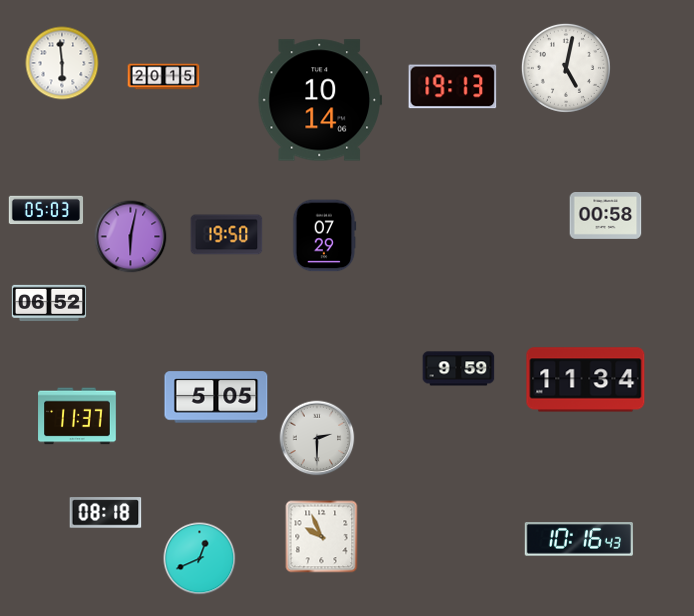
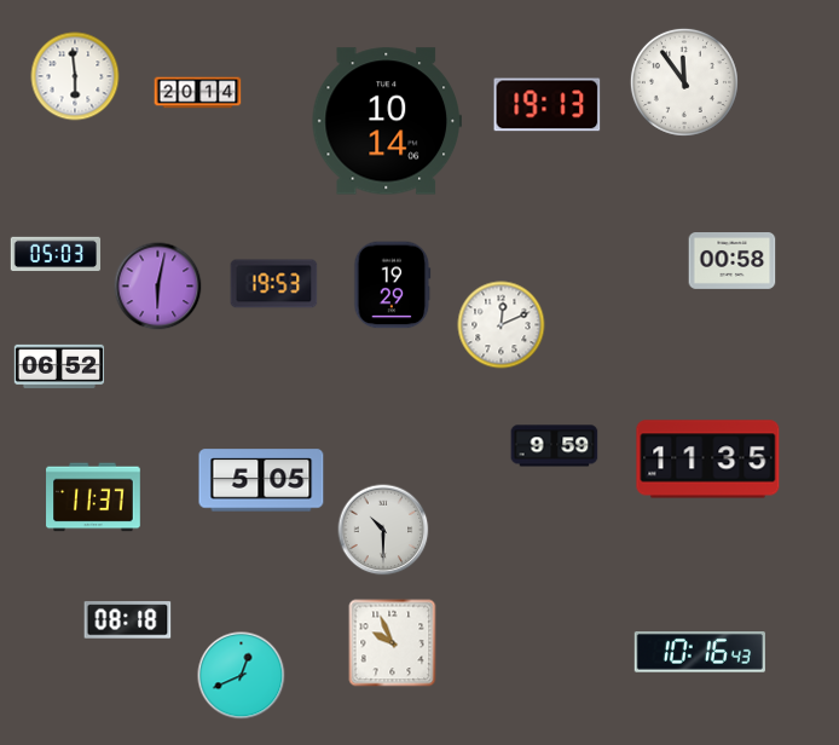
clock at (566, 68): 5:02 -> 11:54
clock at (164, 77): 20:15 -> 20:14
clock at (227, 235): 19:50 -> 19:53
clock at (325, 236): 07:29 -> 19:29
clock at (502, 325): none -> 12:11
clock at (586, 380): 11:34 -> 11:35
clock at (77, 416) position: (77, 416) -> (93, 497)
clock at (317, 438): 2:30 -> 10:30
clock at (322, 537) position: (322, 537) -> (393, 643)
